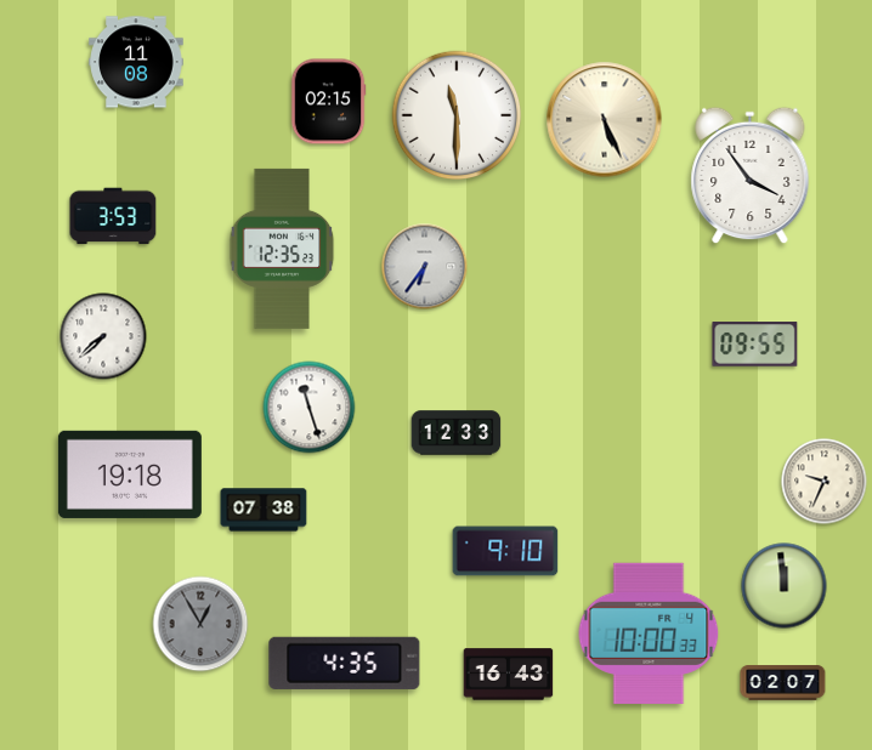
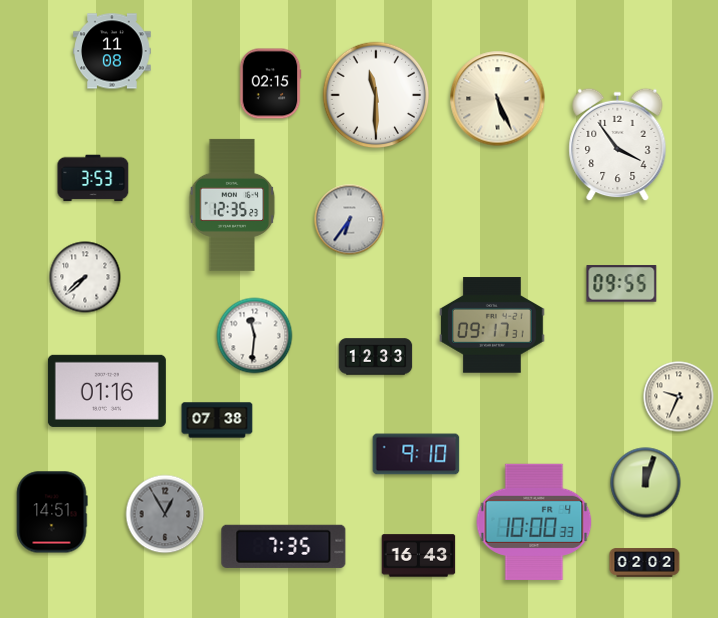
clock at (492, 325): none -> 09:17
clock at (310, 408): 11:27 -> 11:31
clock at (130, 475): 19:18 -> 01:16
clock at (785, 586): 11:59 -> 12:03
clock at (52, 512): none -> 14:51
clock at (345, 663): 4:35 -> 7:35
clock at (783, 683): 02:07 -> 02:02
